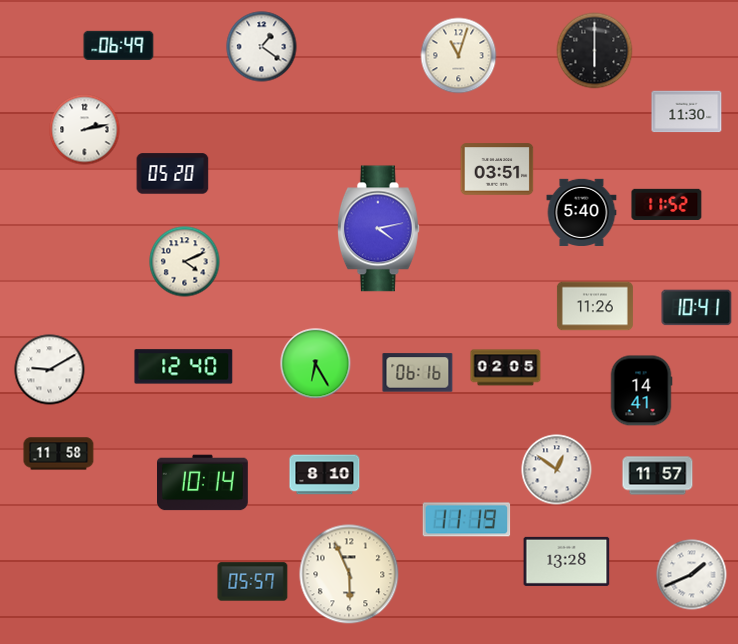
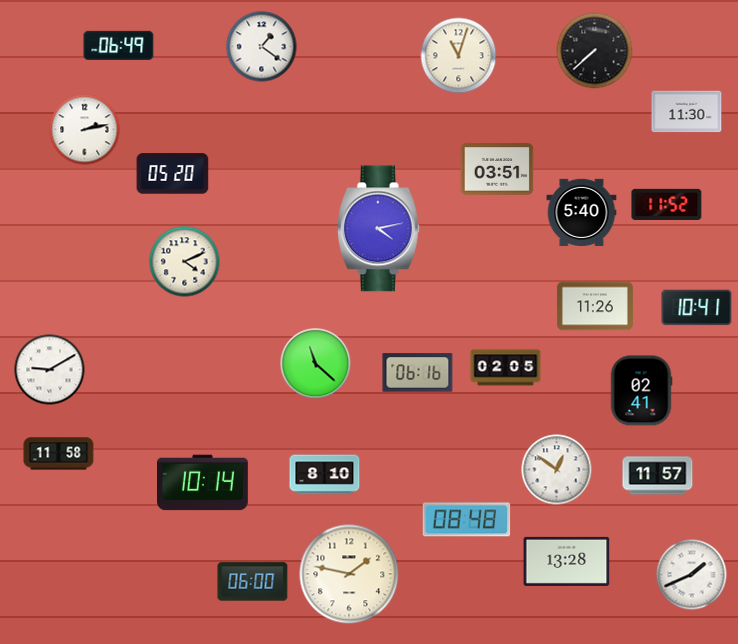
clock at (595, 51): 6:00 -> 7:38
clock at (316, 364): 6:25 -> 11:22
clock at (184, 367): 12:40 -> none
clock at (641, 391): 14:41 -> 02:41
clock at (467, 520): 11:19 -> 08:48
clock at (349, 574): 5:56 -> 1:47
clock at (253, 582): 05:57 -> 06:00
